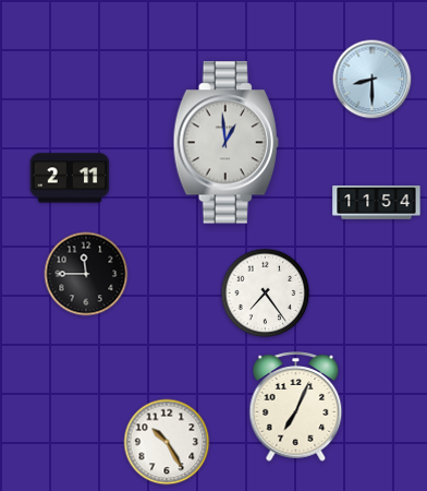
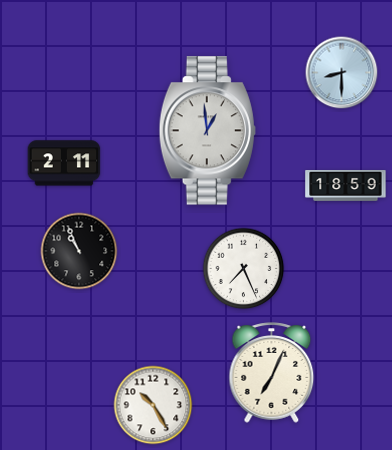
clock at (377, 203): 11:54 -> 18:59
clock at (86, 274): 11:45 -> 10:56
clock at (266, 294): 7:24 -> 7:26
